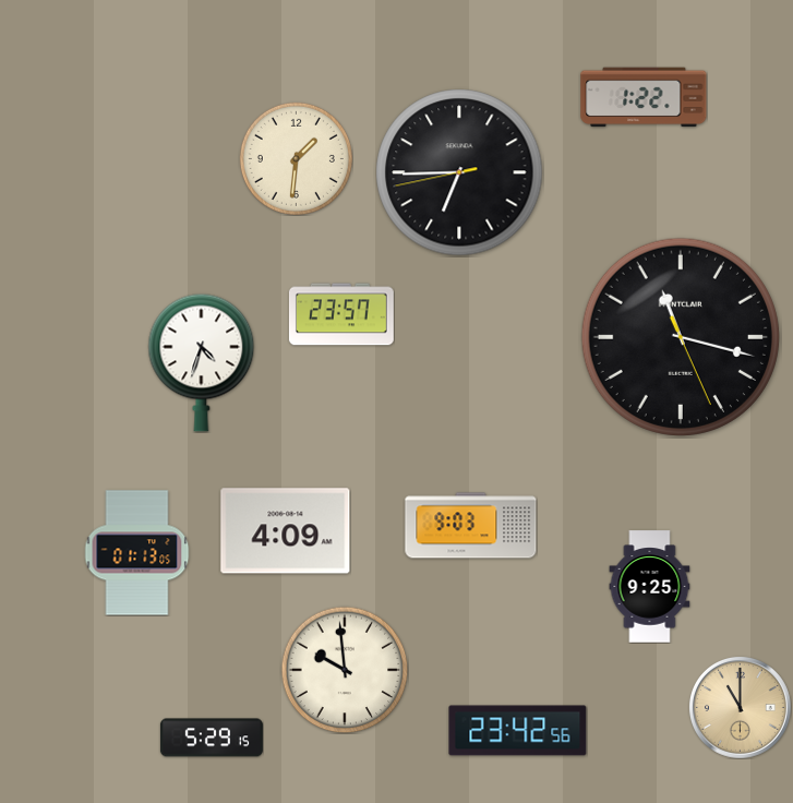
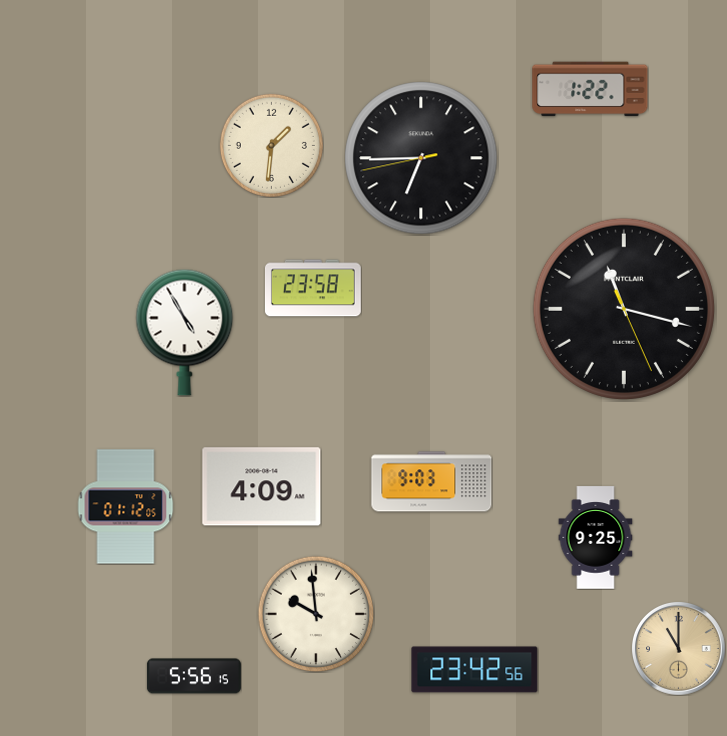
clock at (341, 314): 23:57 -> 23:58
clock at (202, 362): 4:33 -> 4:55
clock at (137, 553): 01:13 -> 01:12
clock at (212, 738): 5:29 -> 5:56
